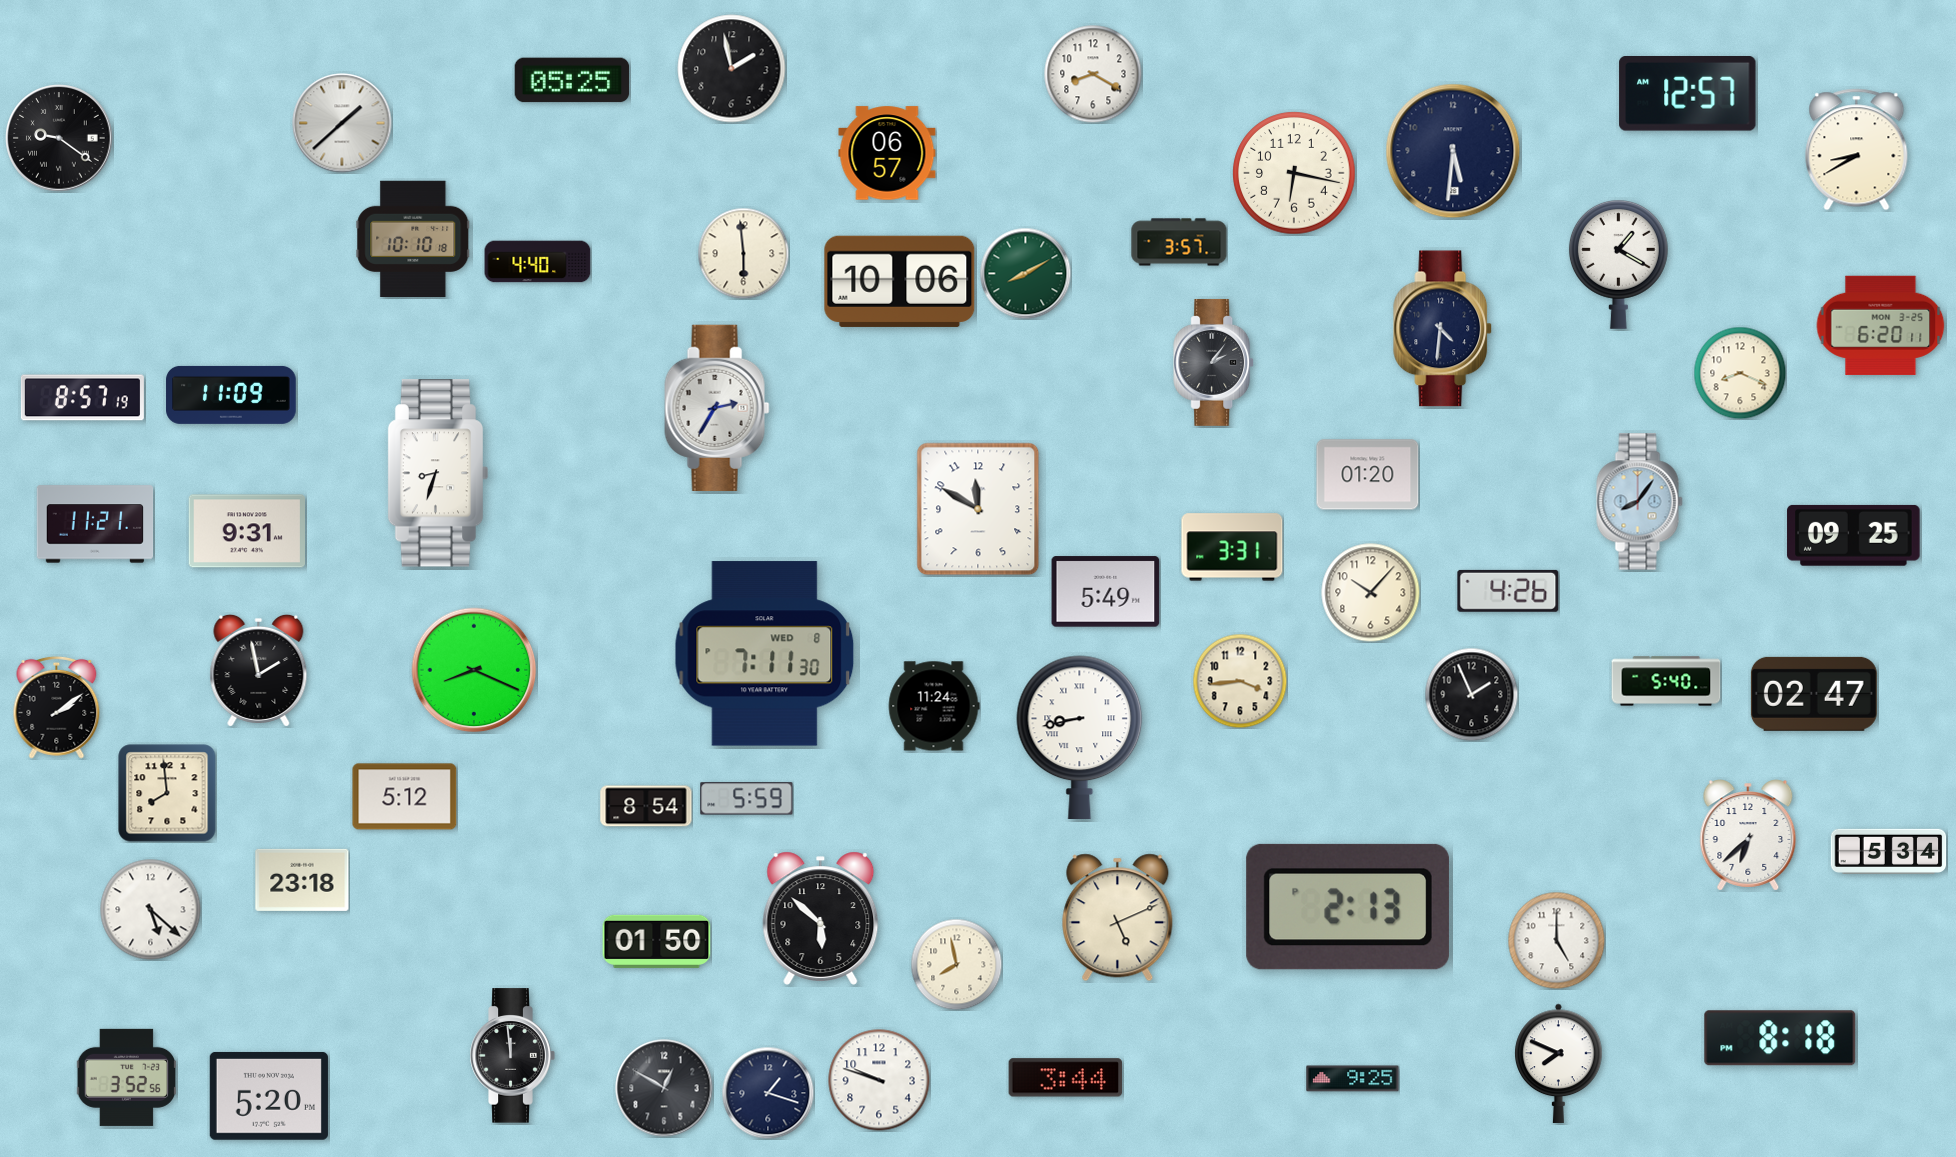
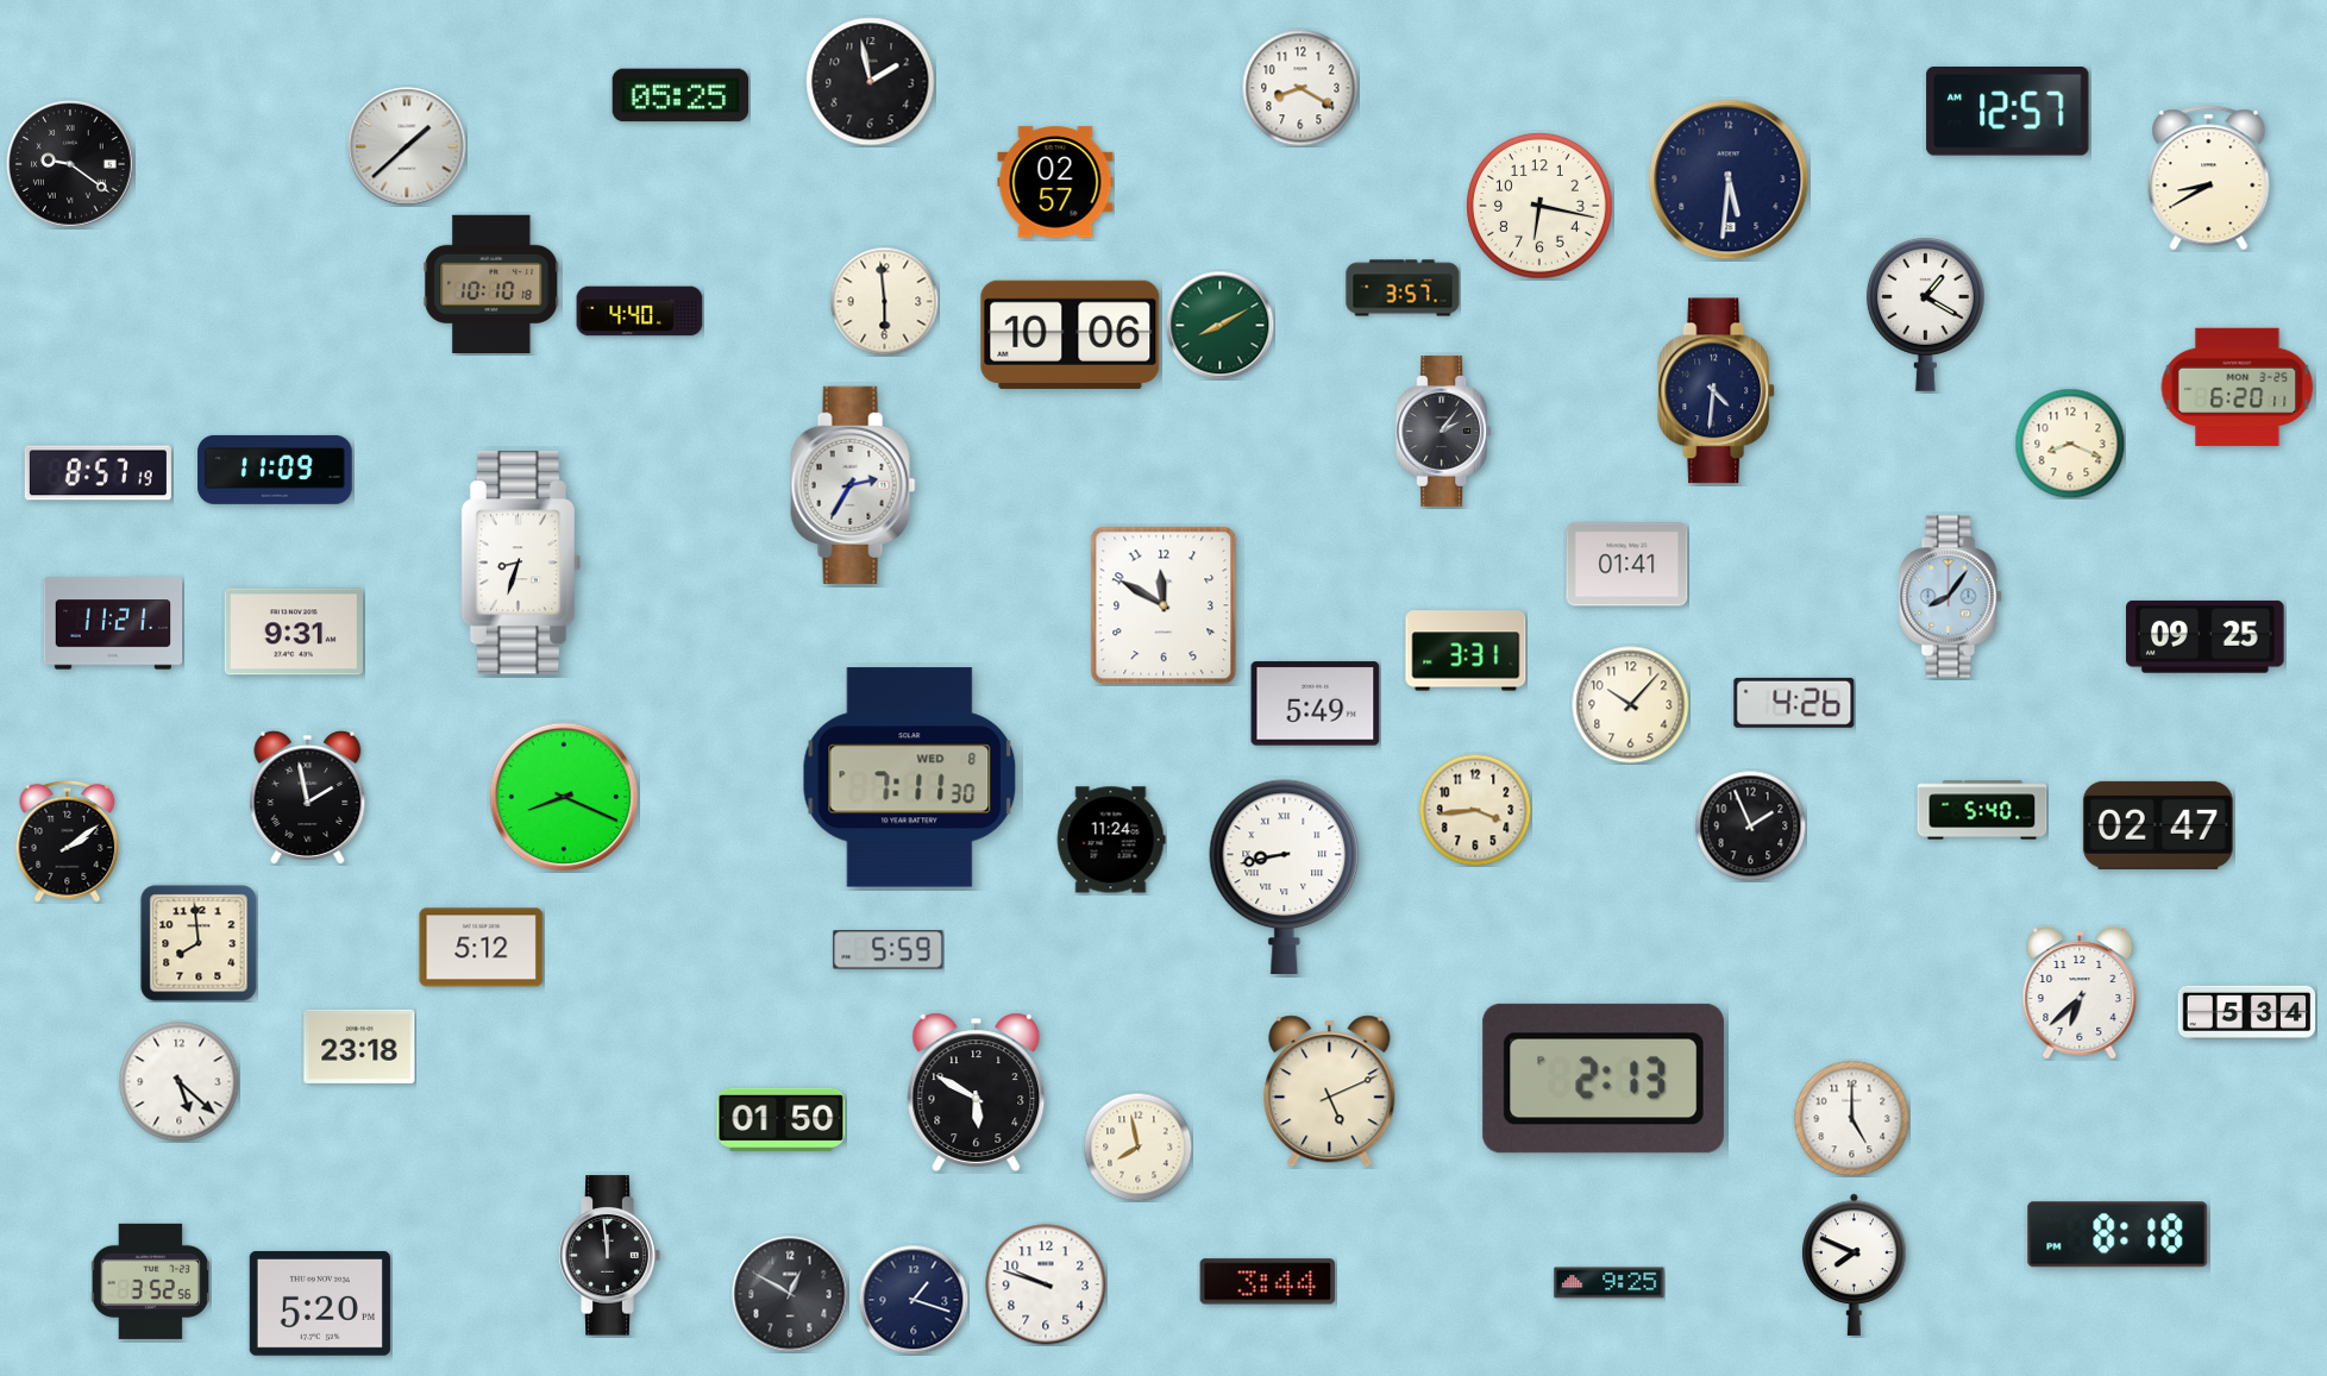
clock at (887, 153): 06:57 -> 02:57
clock at (1368, 475): 01:20 -> 01:41
clock at (646, 806): 8:54 -> none
clock at (821, 918): 5:52 -> 5:50
